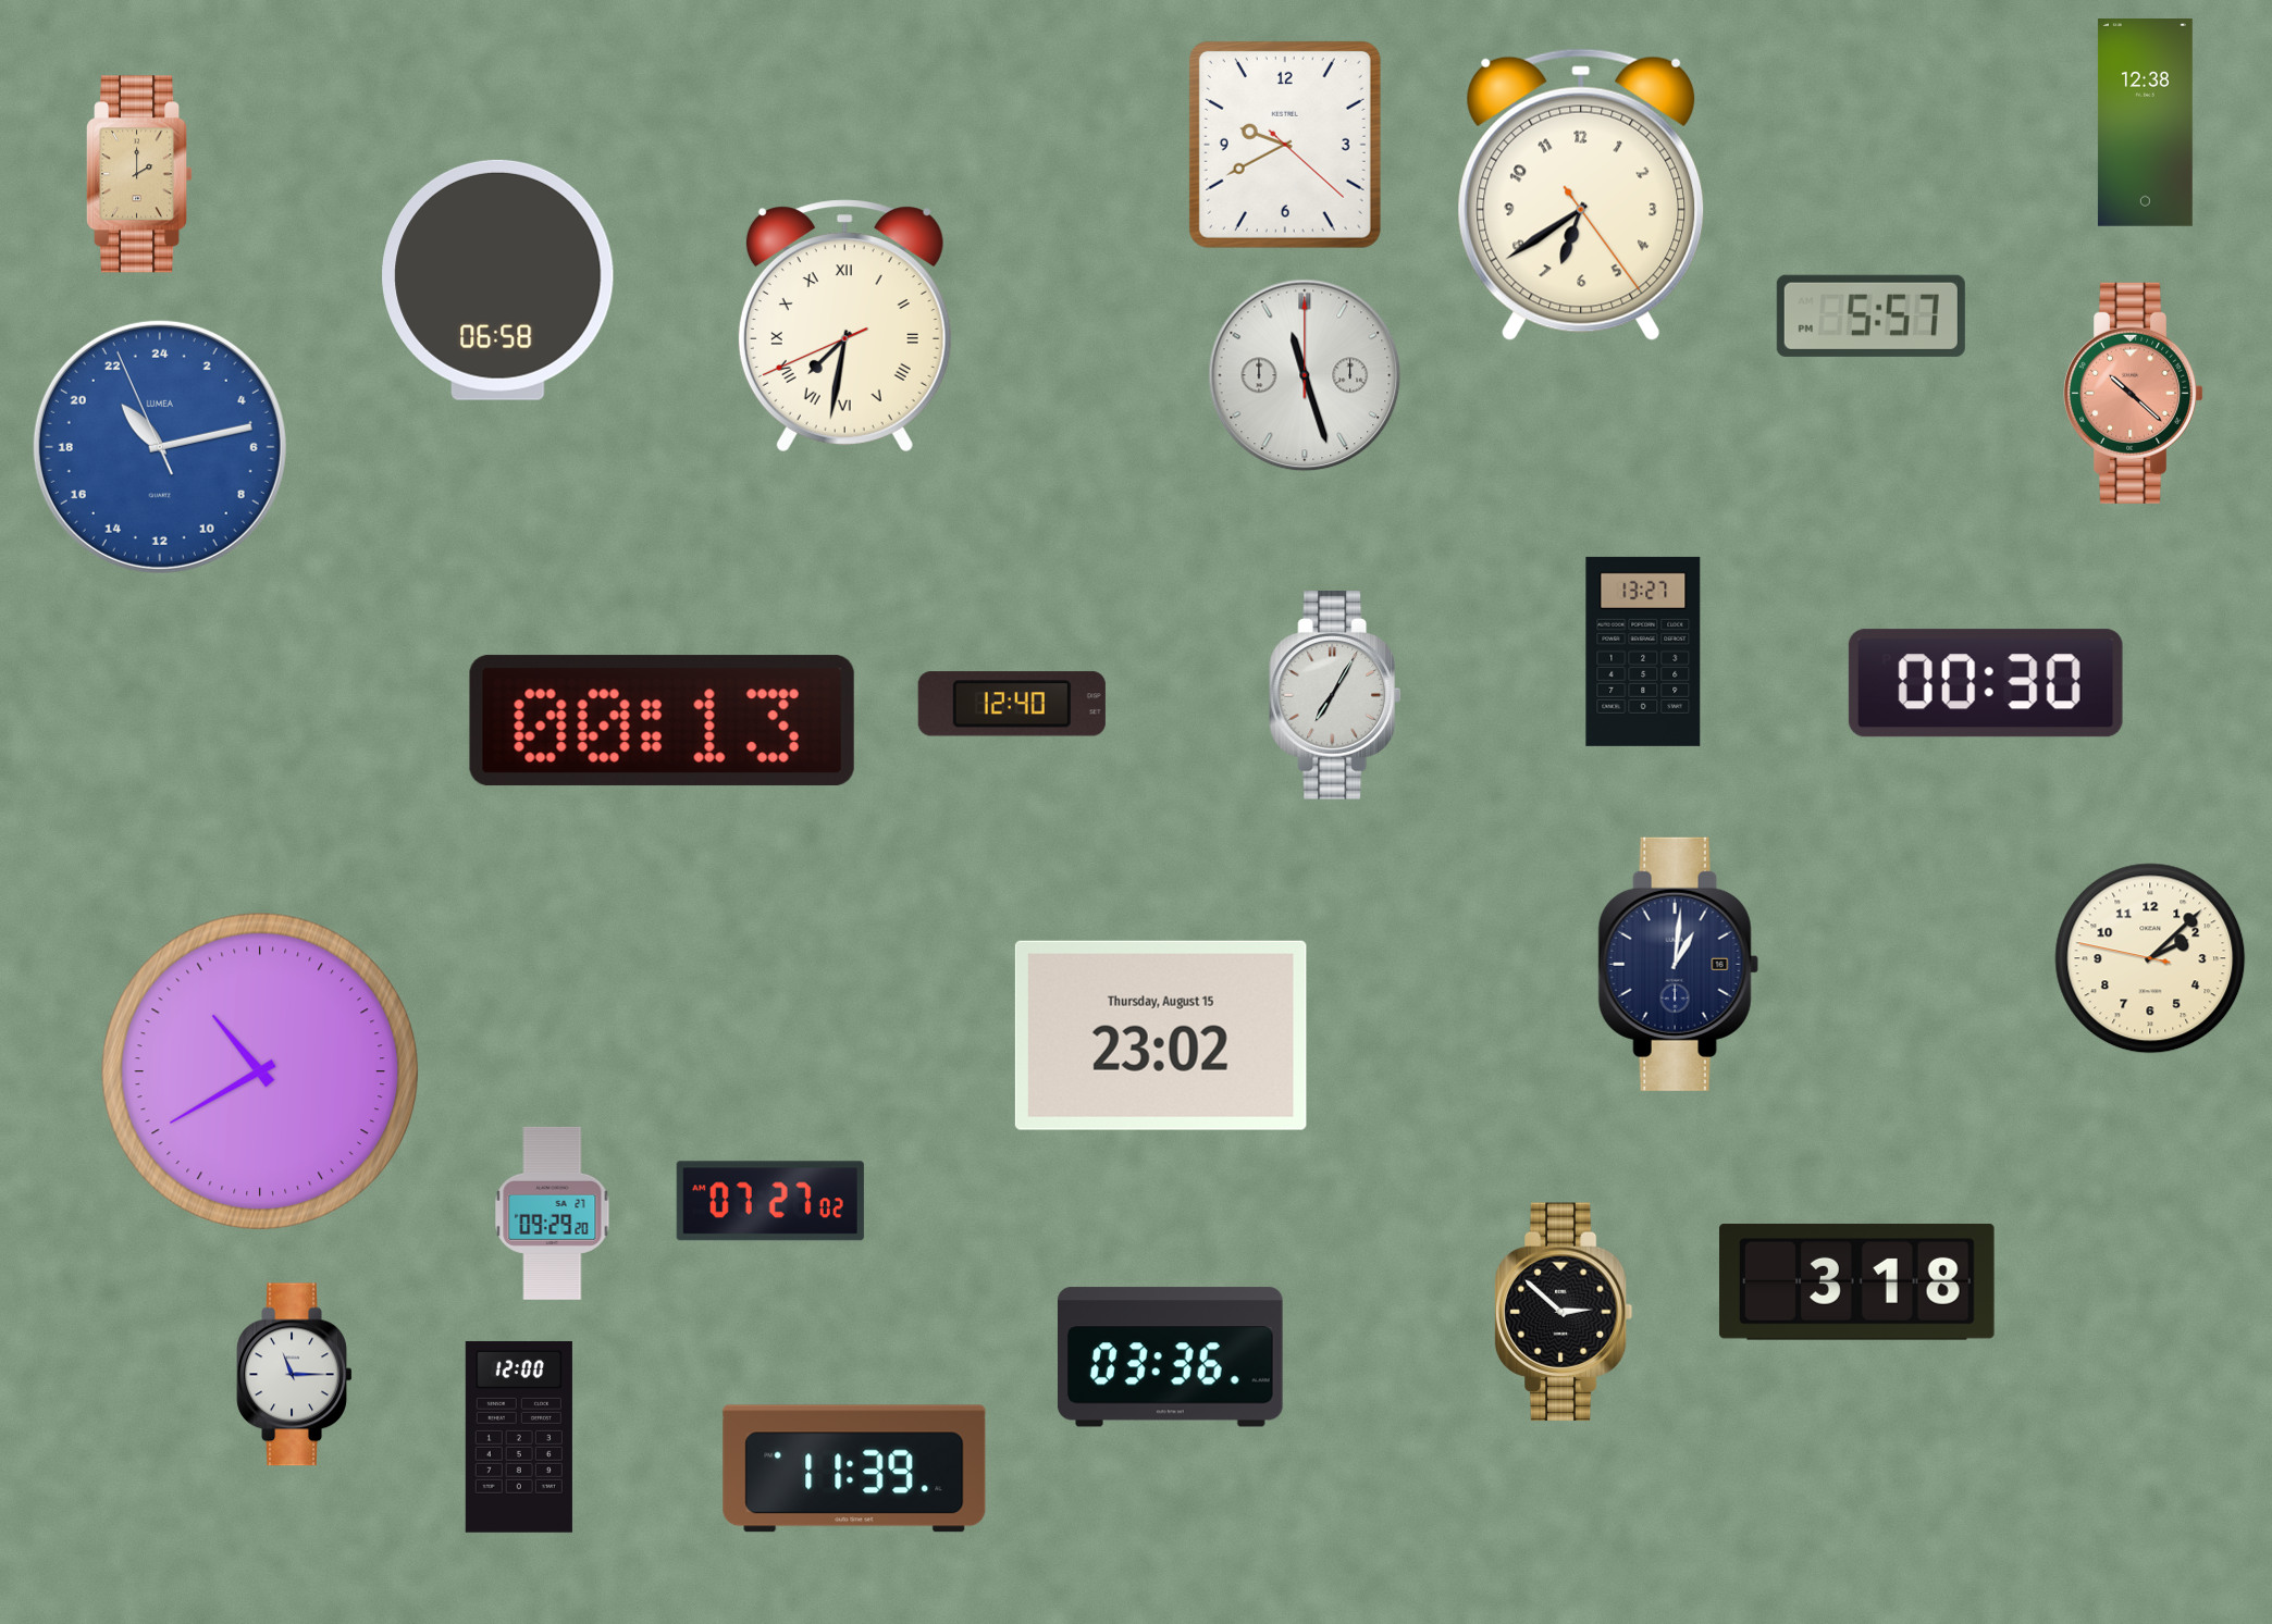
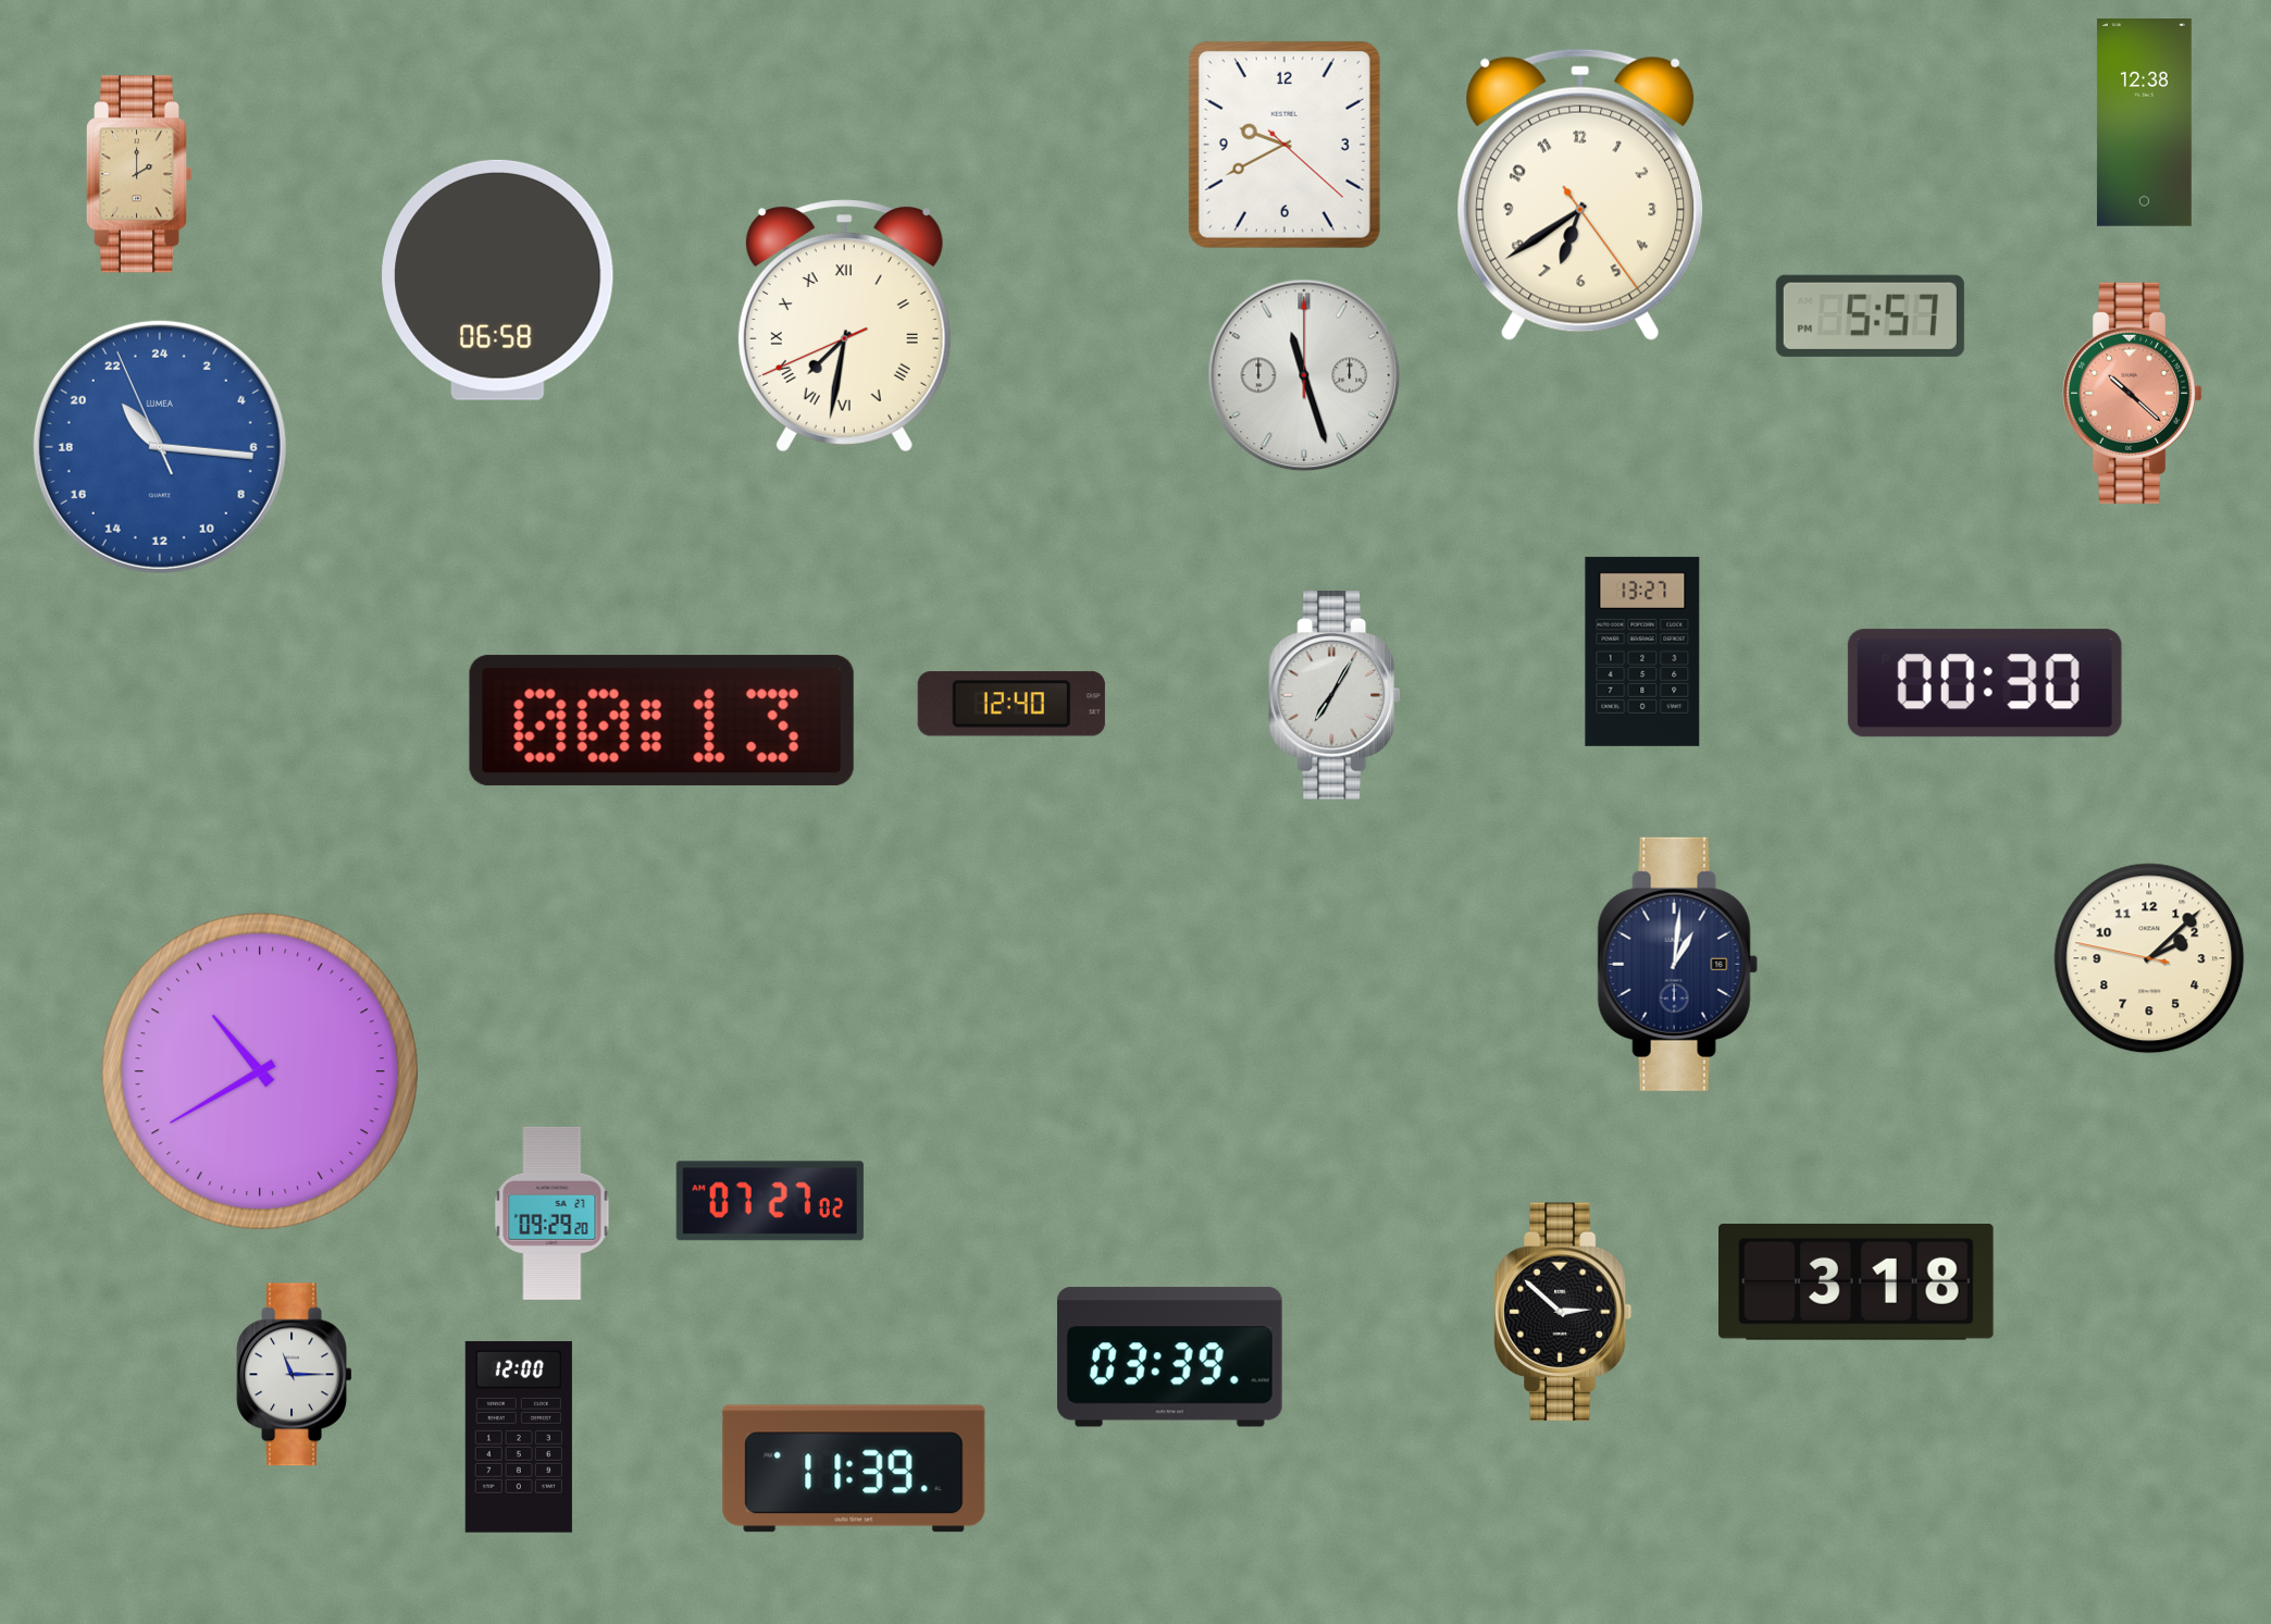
clock at (160, 447): 21:12 -> 21:15
clock at (1161, 1036): 23:02 -> none
clock at (1170, 1358): 03:36 -> 03:39
